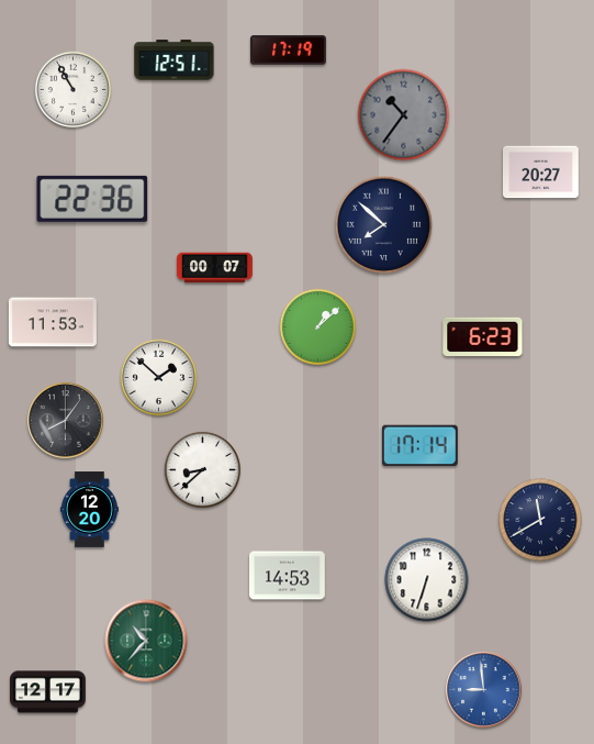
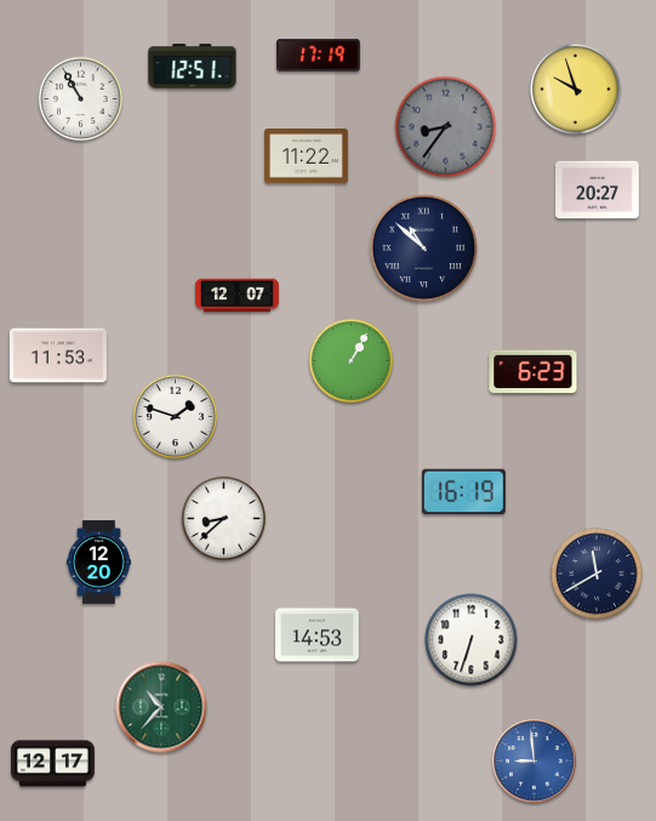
clock at (576, 90): none -> 9:57
clock at (404, 115): 10:36 -> 8:36
clock at (307, 156): none -> 11:22
clock at (92, 199): 22:36 -> none
clock at (383, 224): 7:52 -> 10:52
clock at (215, 268): 00:07 -> 12:07
clock at (317, 326): 1:08 -> 1:05
clock at (158, 377): 1:52 -> 1:48
clock at (66, 421): 8:06 -> none
clock at (419, 446): 17:14 -> 16:19
